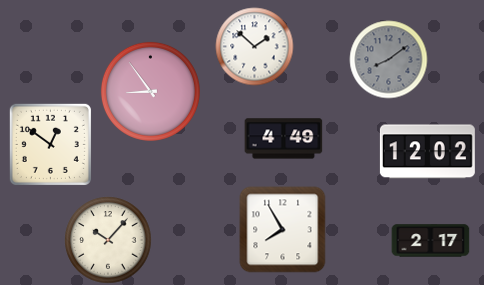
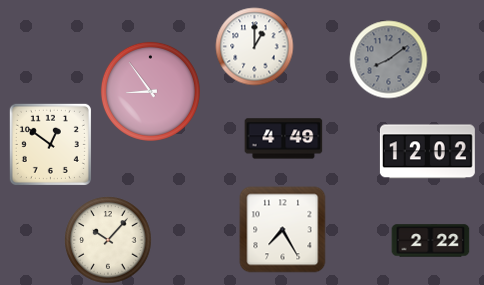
clock at (254, 46): 1:52 -> 1:00
clock at (282, 229): 7:55 -> 7:25
clock at (430, 241): 2:17 -> 2:22
